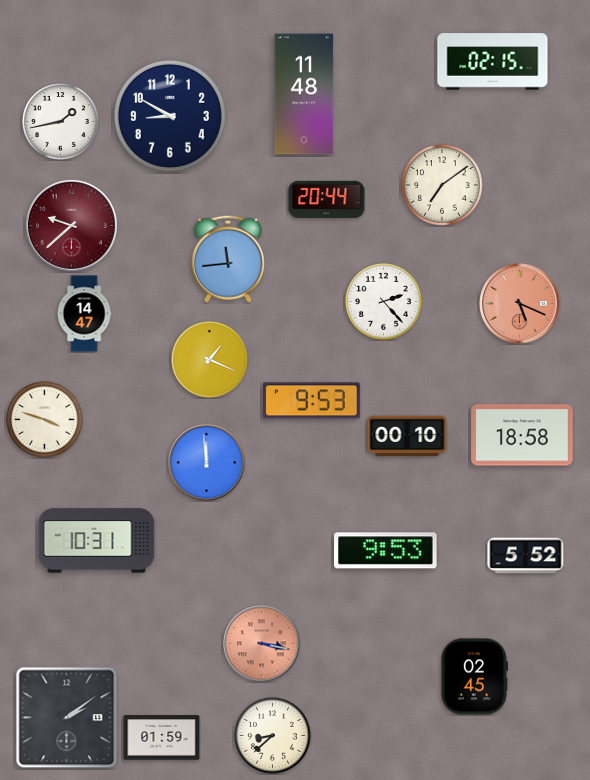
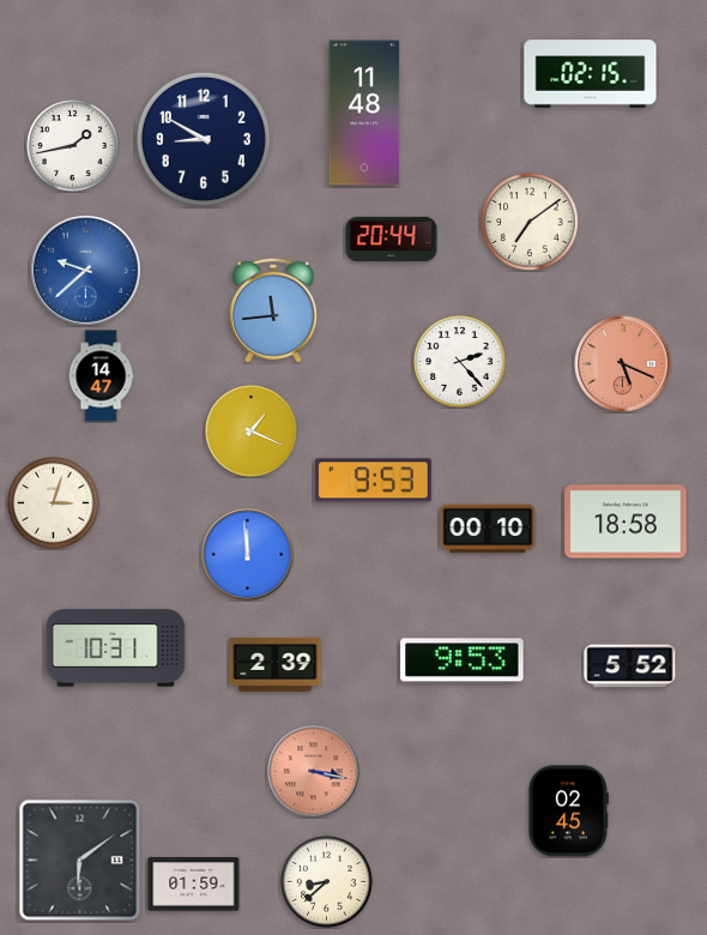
clock at (71, 225) dial: burgundy -> blue
clock at (45, 420): 3:48 -> 3:03
clock at (407, 436) position: (407, 436) -> (488, 529)
clock at (276, 664): none -> 2:39
clock at (67, 718): 2:09 -> 6:09
